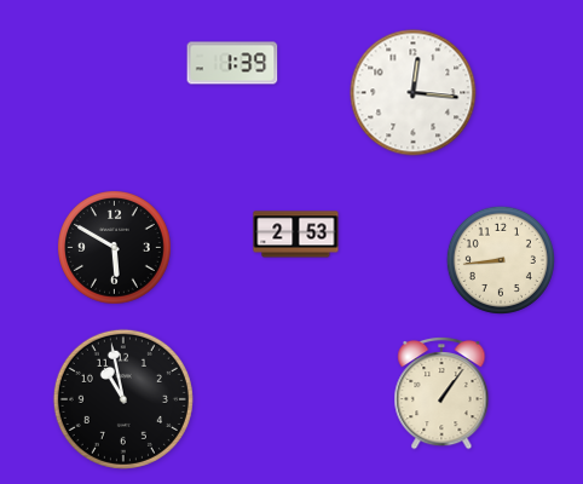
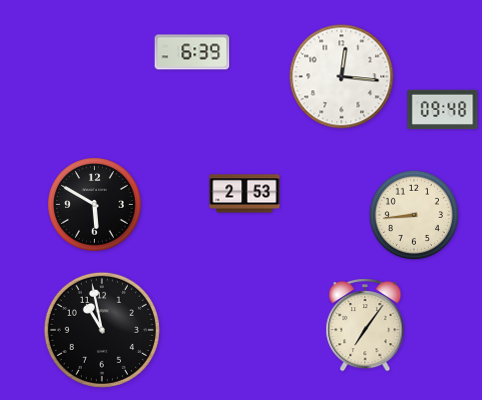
clock at (232, 63): 1:39 -> 6:39
clock at (443, 110): none -> 09:48
clock at (441, 393): 1:06 -> 7:06
